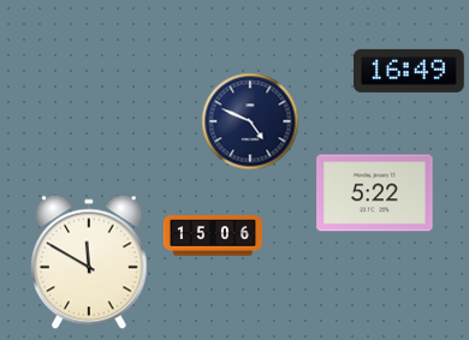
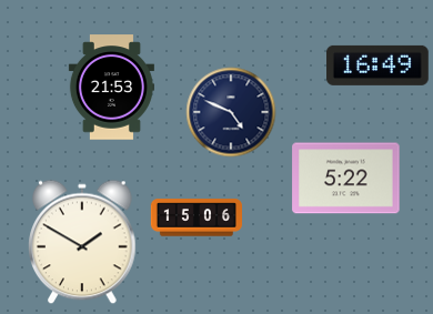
clock at (111, 88): none -> 21:53
clock at (89, 262): 11:50 -> 1:50
